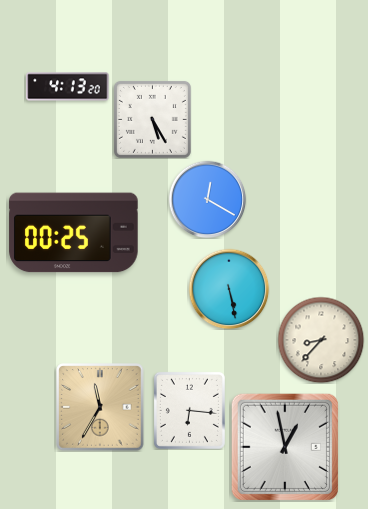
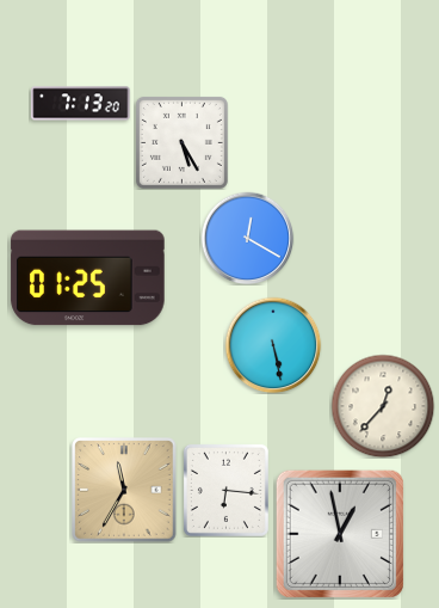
clock at (68, 87): 4:13 -> 7:13
clock at (74, 233): 00:25 -> 01:25
clock at (321, 340): 8:37 -> 12:37
clock at (100, 407) position: (100, 407) -> (124, 490)
